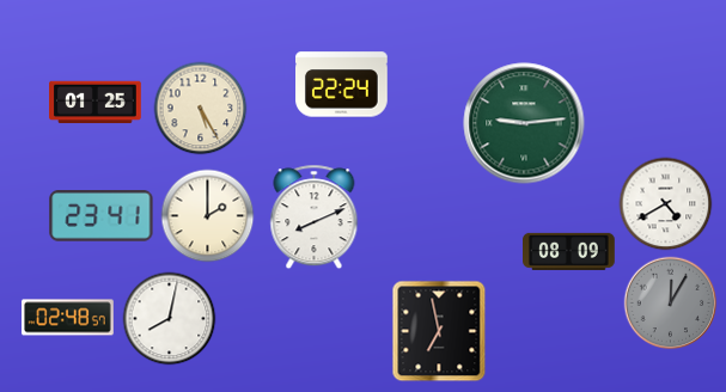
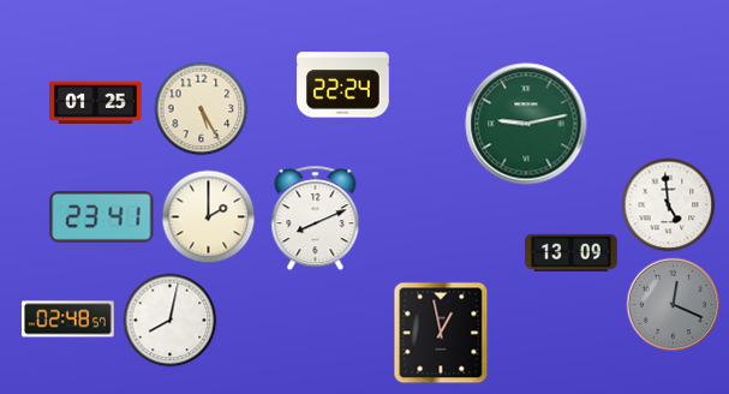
clock at (524, 123): 9:14 -> 9:13
clock at (665, 203): 4:40 -> 4:59
clock at (569, 251): 08:09 -> 13:09
clock at (670, 302): 12:05 -> 12:19
clock at (439, 331): 6:58 -> 12:58
